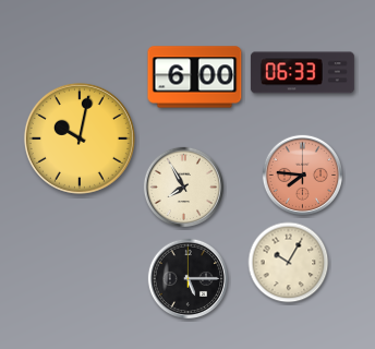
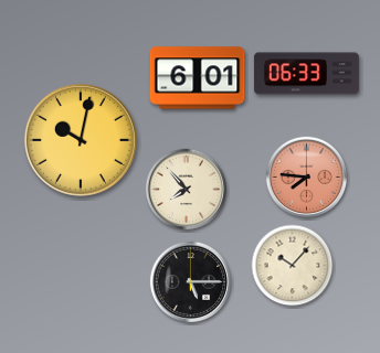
clock at (195, 77): 6:00 -> 6:01
clock at (184, 188): 7:55 -> 7:53
clock at (289, 263): 10:05 -> 10:07
